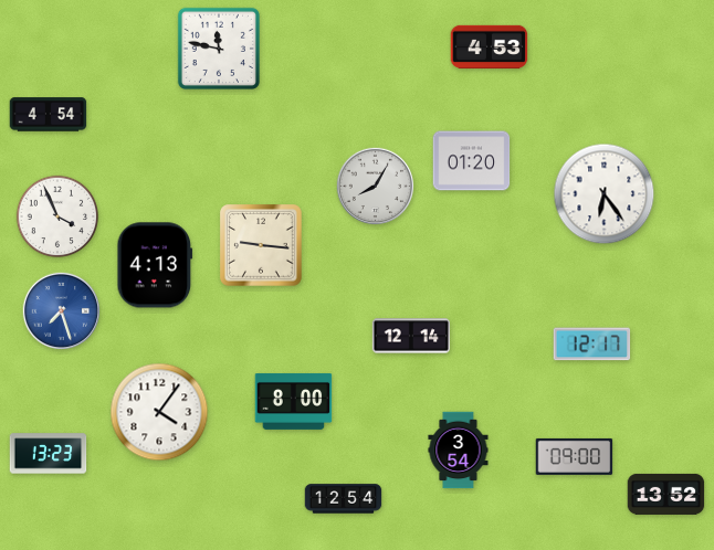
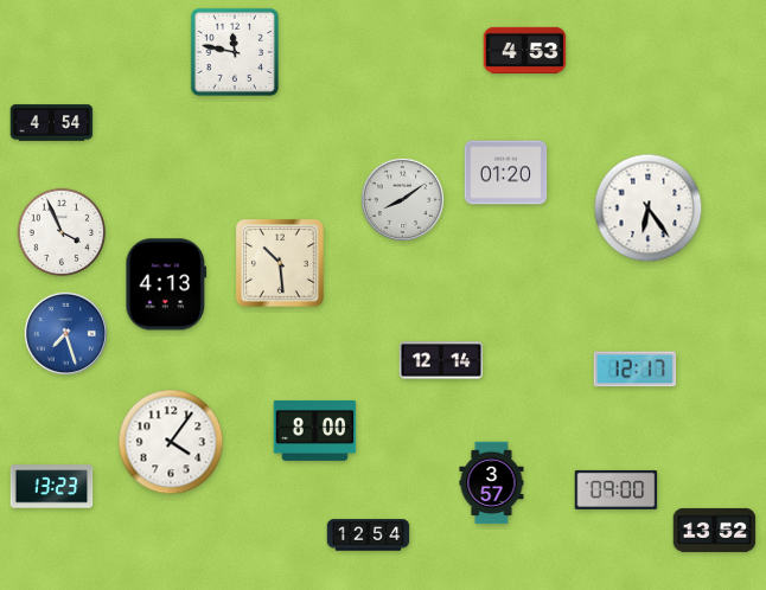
clock at (376, 187): 8:05 -> 8:09
clock at (261, 245): 9:16 -> 10:29
clock at (459, 451): 3:54 -> 3:57
